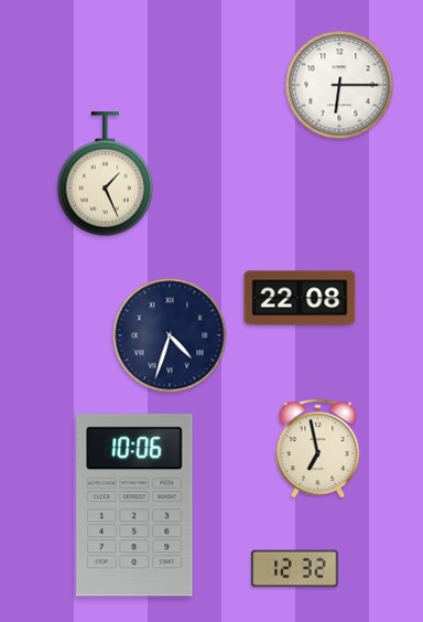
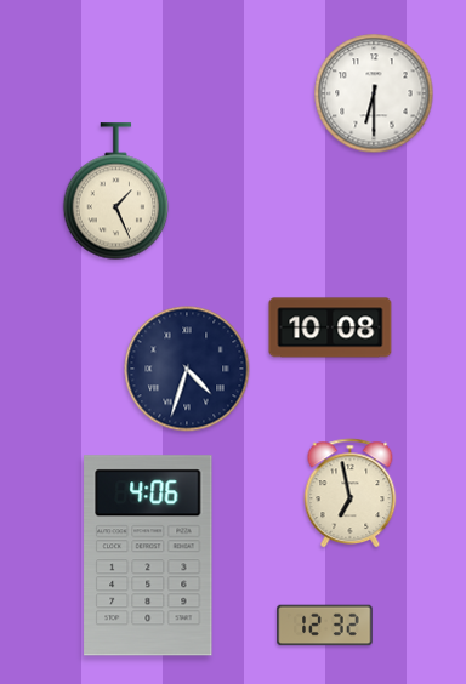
clock at (339, 85): 6:15 -> 6:30
clock at (300, 298): 22:08 -> 10:08
clock at (134, 505): 10:06 -> 4:06
